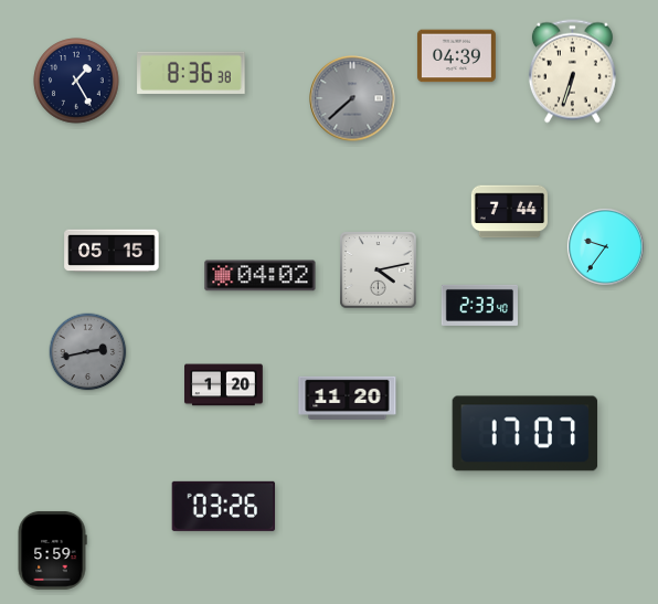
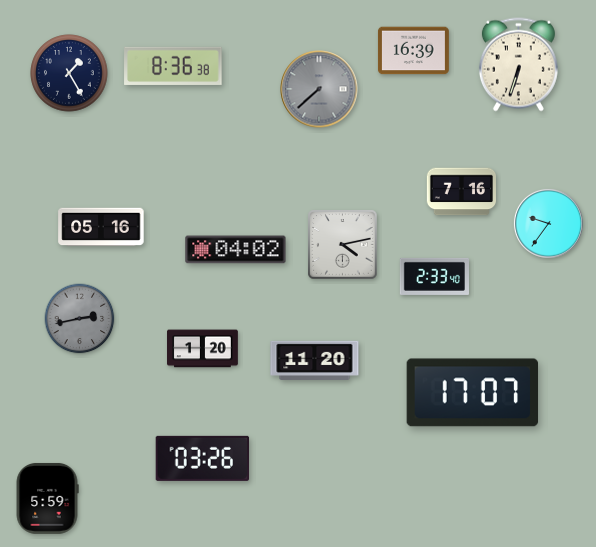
clock at (457, 56): 04:39 -> 16:39
clock at (509, 212): 7:44 -> 7:16
clock at (112, 251): 05:15 -> 05:16
clock at (526, 434) position: (526, 434) -> (473, 393)
